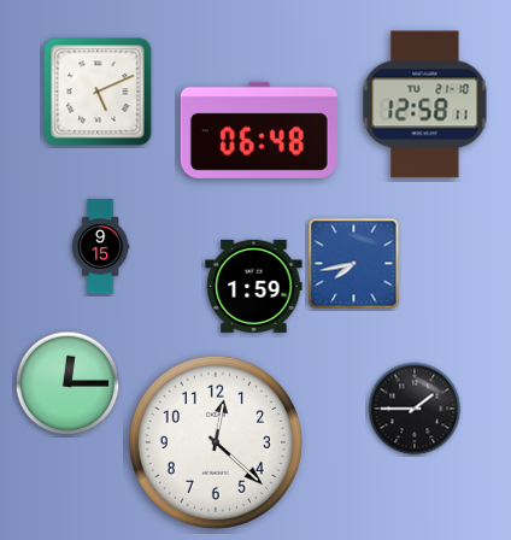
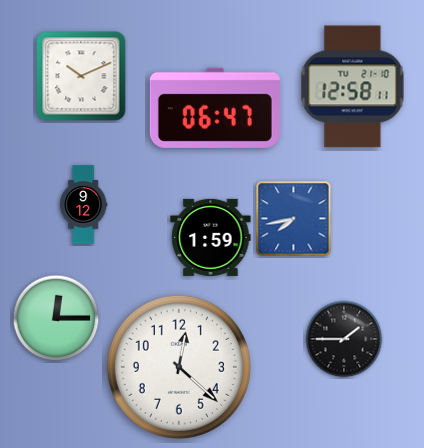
clock at (98, 92): 5:11 -> 10:11
clock at (259, 130): 06:48 -> 06:47
clock at (101, 247): 9:15 -> 9:12
